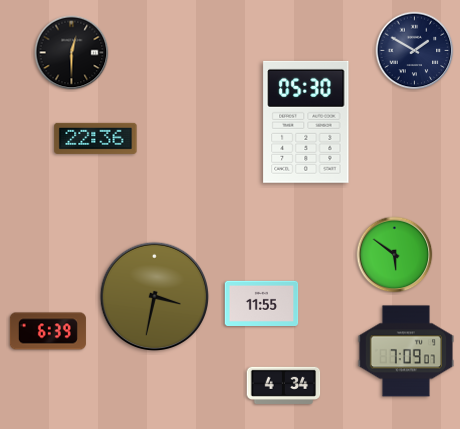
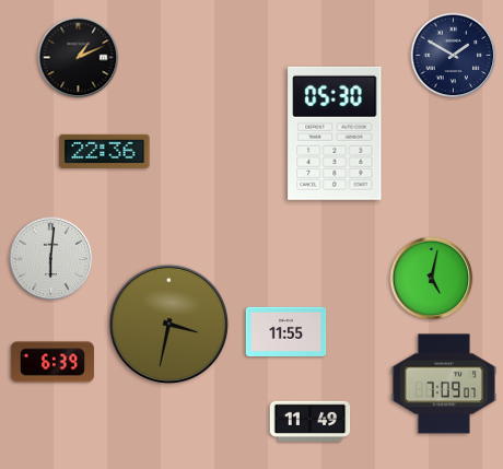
clock at (72, 53): 12:30 -> 1:11
clock at (51, 259): none -> 6:01
clock at (395, 255): 5:51 -> 5:02
clock at (284, 385): 4:34 -> 11:49
